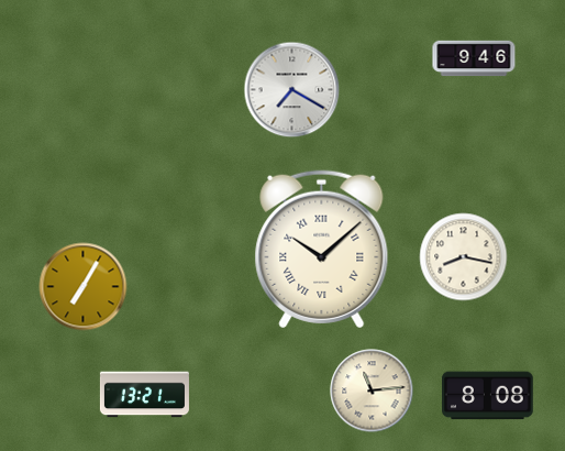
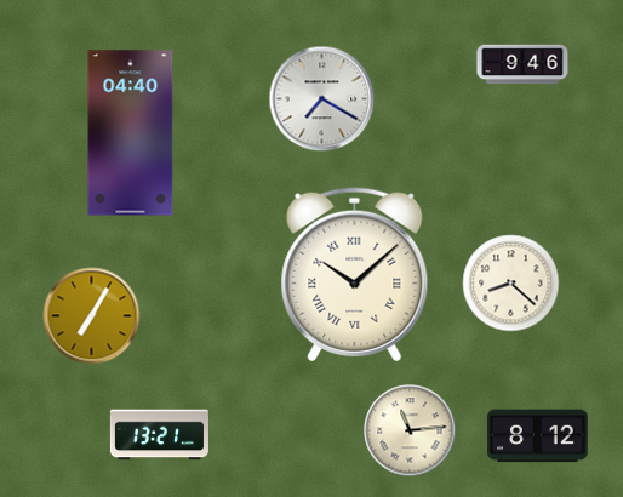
clock at (131, 133): none -> 04:40
clock at (464, 257): 8:17 -> 8:22
clock at (488, 396): 8:08 -> 8:12
